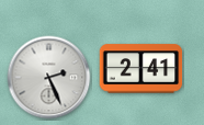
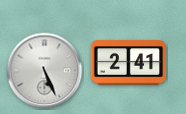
clock at (49, 78): 2:26 -> 5:26
